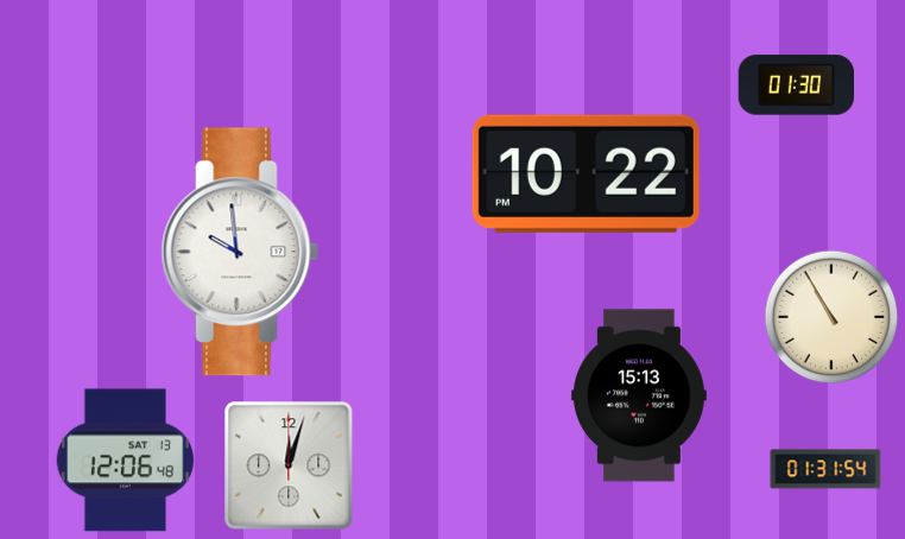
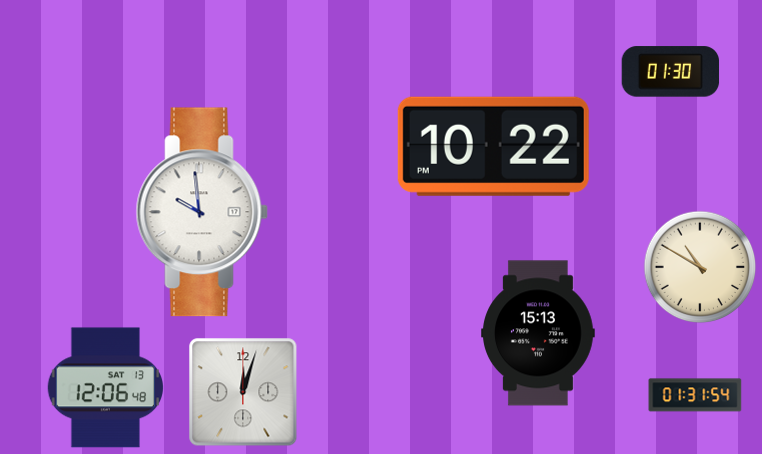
clock at (831, 317): 10:55 -> 10:50
